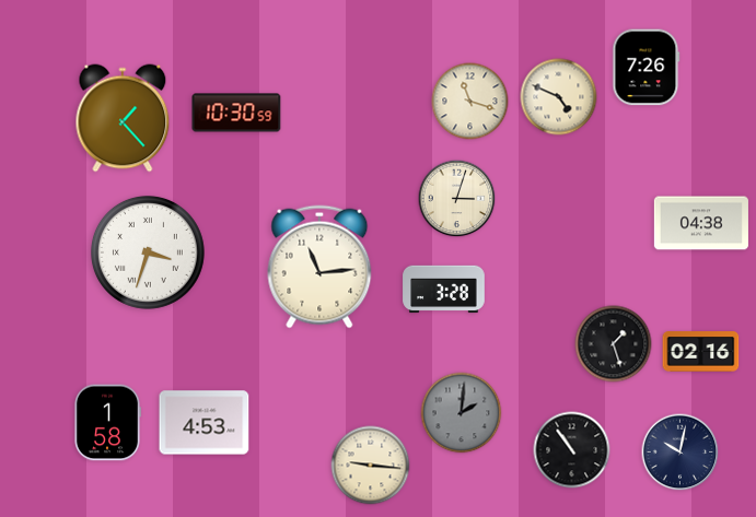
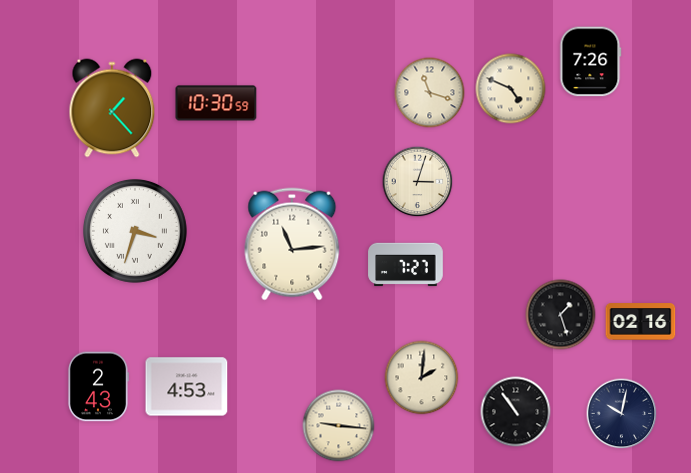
clock at (701, 223): 04:38 -> none
clock at (444, 290): 3:28 -> 7:27
clock at (462, 413) dial: grey -> cream
clock at (107, 423): 1:58 -> 2:43
clock at (572, 450) position: (572, 450) -> (516, 412)
